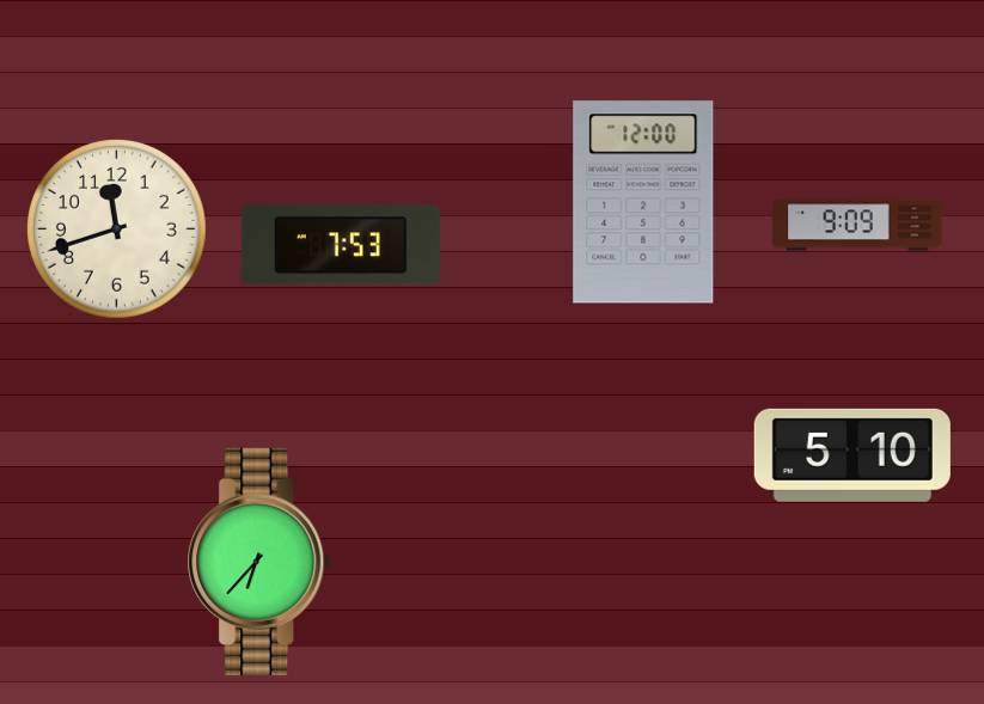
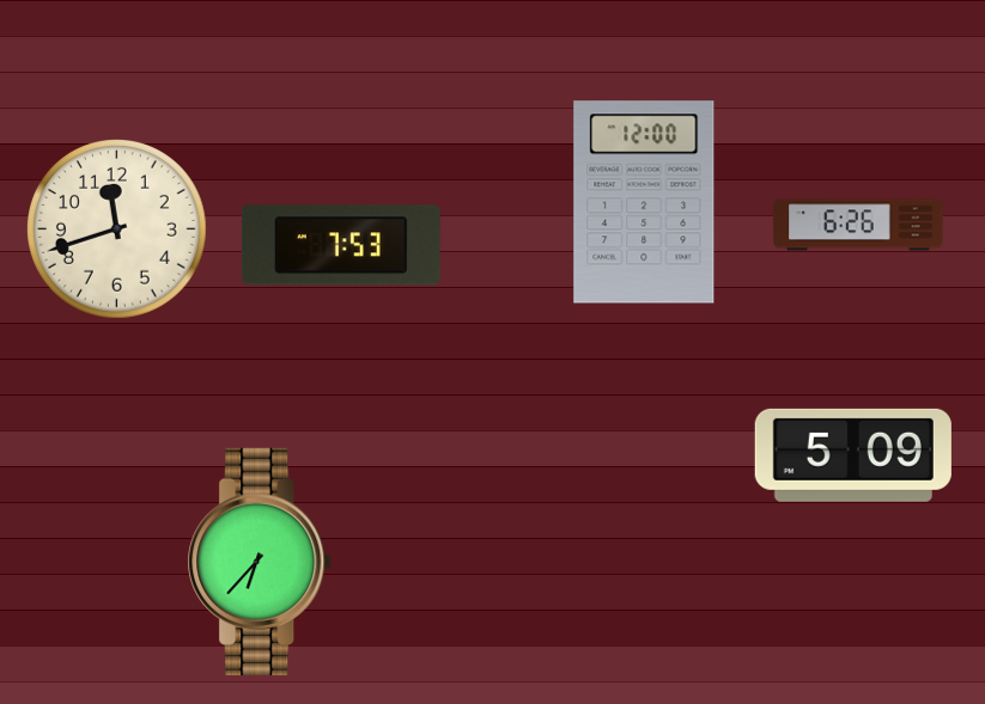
clock at (857, 225): 9:09 -> 6:26
clock at (852, 455): 5:10 -> 5:09
